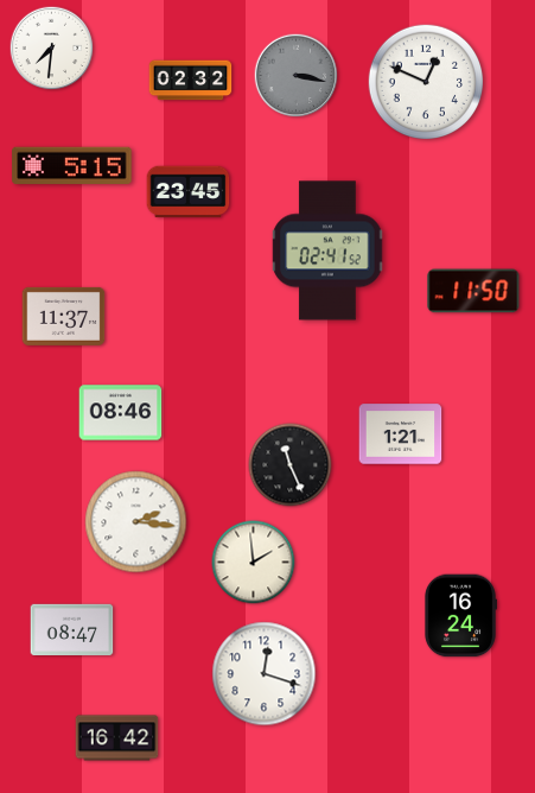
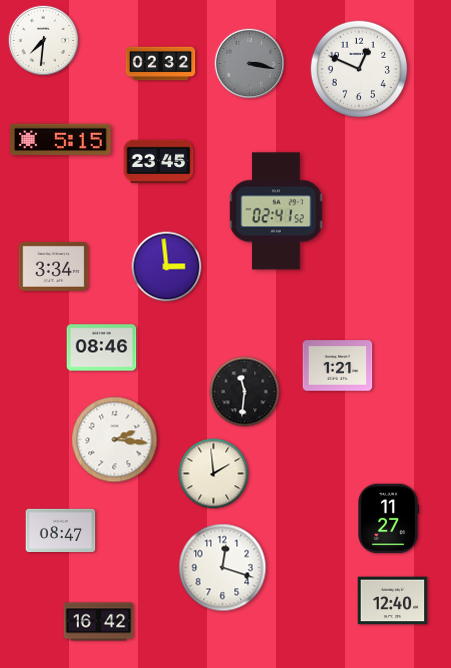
clock at (191, 81) position: (191, 81) -> (161, 64)
clock at (473, 291): 11:50 -> none
clock at (64, 316): 11:37 -> 3:34
clock at (167, 267): none -> 2:59
clock at (291, 465): 11:26 -> 11:31
clock at (459, 616): 16:24 -> 11:27
clock at (393, 601): none -> 12:40
